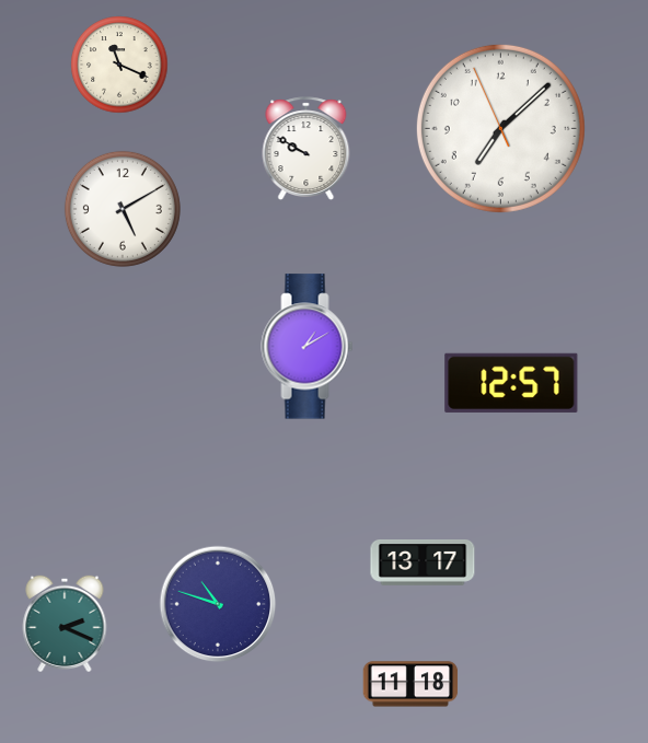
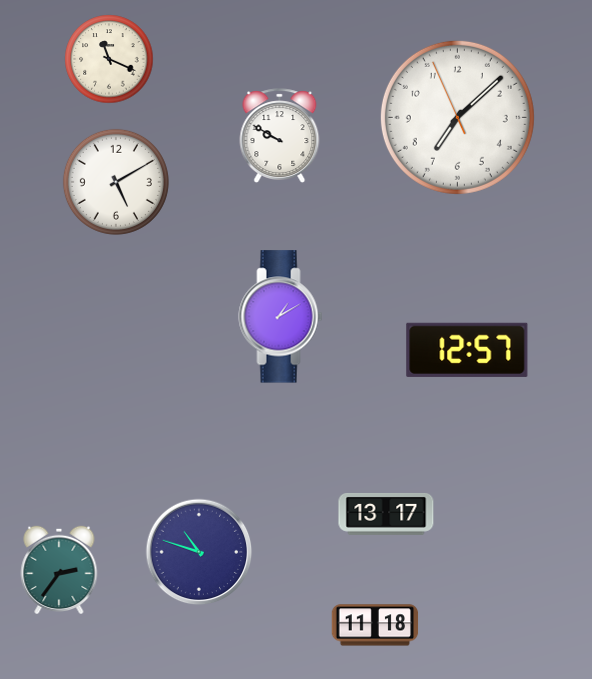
clock at (123, 209) position: (123, 209) -> (116, 182)
clock at (65, 623): 2:19 -> 2:36
